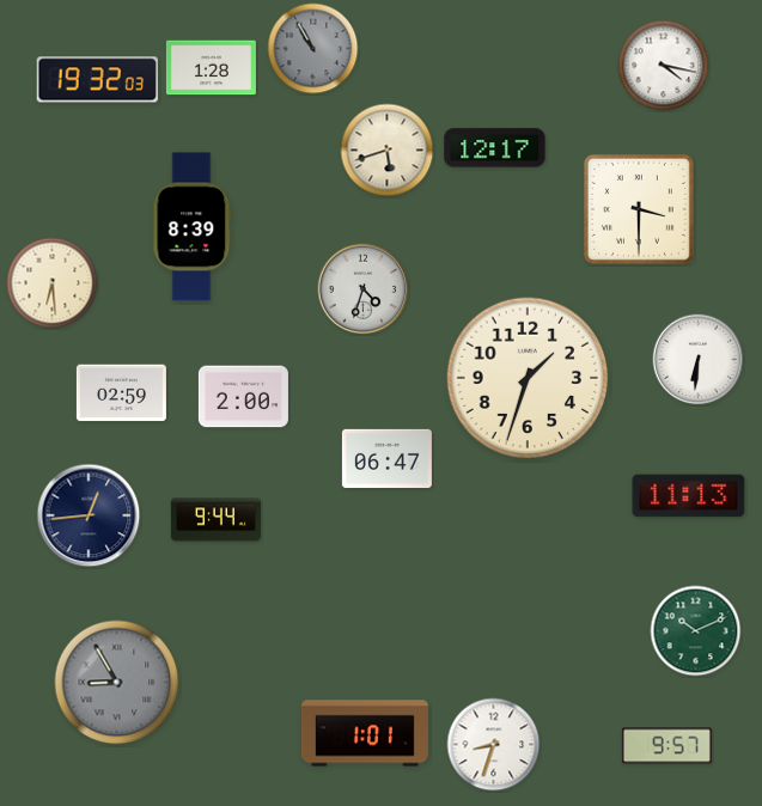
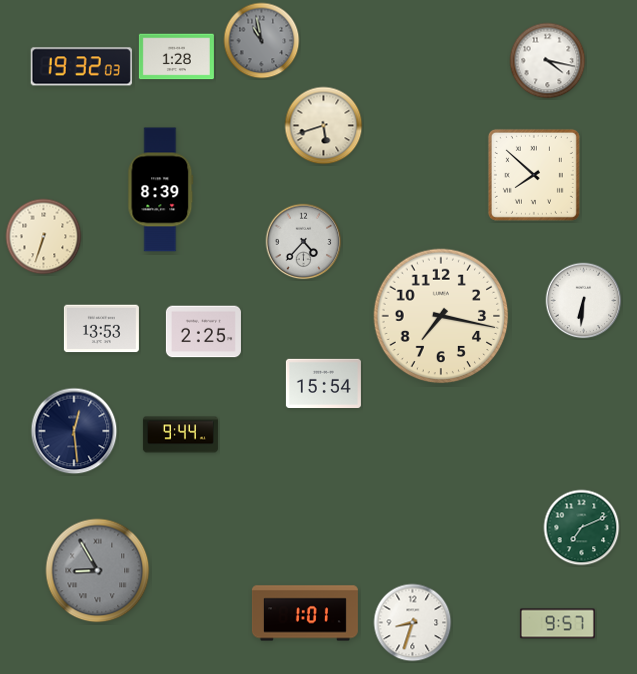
clock at (313, 49): 10:55 -> 10:58
clock at (664, 66) position: (664, 66) -> (548, 61)
clock at (495, 148): 12:17 -> none
clock at (639, 209): 3:30 -> 7:52
clock at (53, 283): 6:29 -> 6:33
clock at (364, 289): 4:33 -> 4:37
clock at (528, 378): 1:33 -> 7:17
clock at (121, 393): 02:59 -> 13:53
clock at (243, 397): 2:00 -> 2:25
clock at (386, 458): 06:47 -> 15:54
clock at (689, 496): 11:13 -> none
clock at (89, 515): 12:44 -> 12:29
clock at (696, 631): 10:11 -> 7:11
